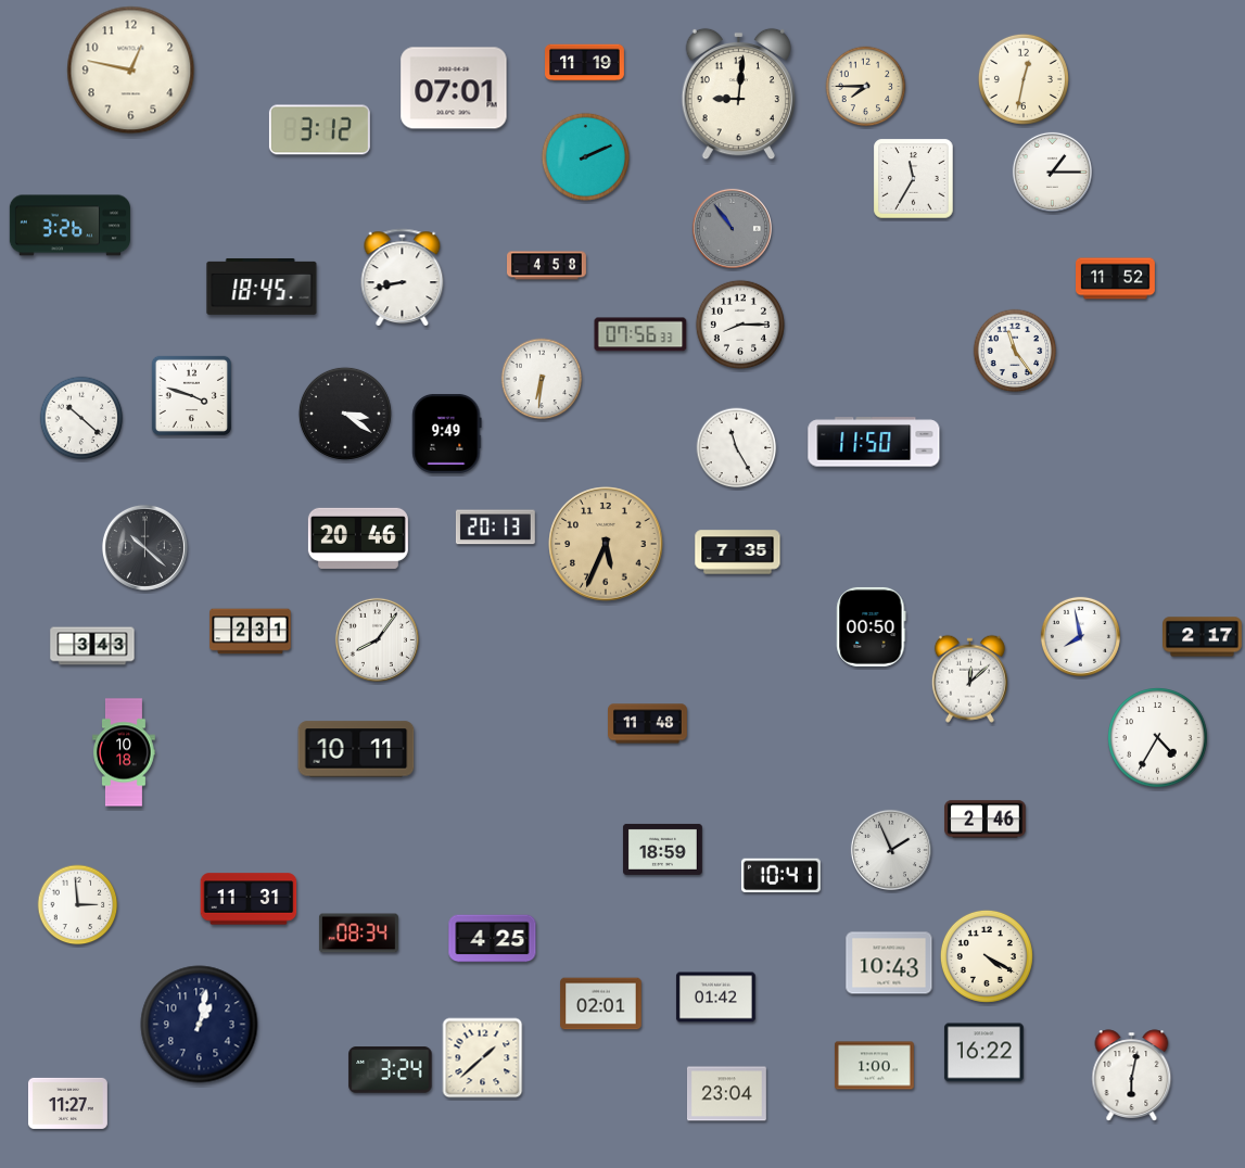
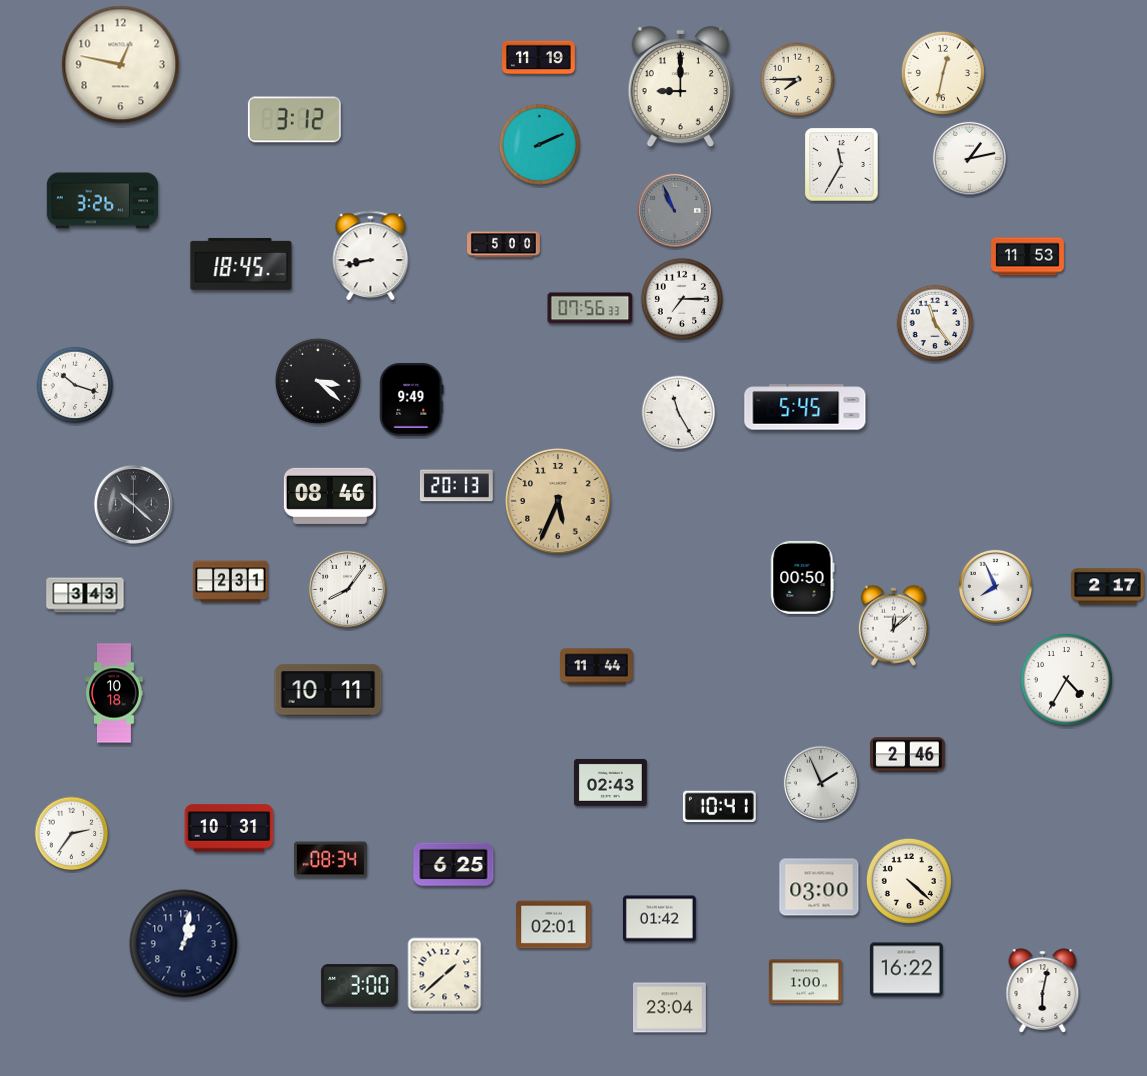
clock at (454, 88): 07:01 -> none
clock at (738, 94): 9:01 -> 9:00
clock at (1052, 172): 1:15 -> 1:13
clock at (69, 226) position: (69, 226) -> (102, 201)
clock at (732, 228): 10:54 -> 10:56
clock at (547, 266): 4:58 -> 5:00
clock at (1116, 279): 11:52 -> 11:53
clock at (740, 325): 8:15 -> 7:15
clock at (542, 379): 6:31 -> none
clock at (191, 395): 3:48 -> none
clock at (345, 414): 3:21 -> 3:22
clock at (81, 418): 10:22 -> 10:18
clock at (874, 442): 11:50 -> 5:45
clock at (358, 538): 20:46 -> 08:46
clock at (738, 553): 7:35 -> none
clock at (1080, 636): 7:58 -> 7:56
clock at (648, 724): 11:48 -> 11:44
clock at (662, 849): 18:59 -> 02:43
clock at (249, 899): 11:31 -> 10:31
clock at (78, 905): 2:59 -> 2:36
clock at (493, 939): 4:25 -> 6:25
clock at (987, 956): 4:20 -> 4:22
clock at (889, 963): 10:43 -> 03:00
clock at (391, 1070): 3:24 -> 3:00
clock at (67, 1103): 11:27 -> none
